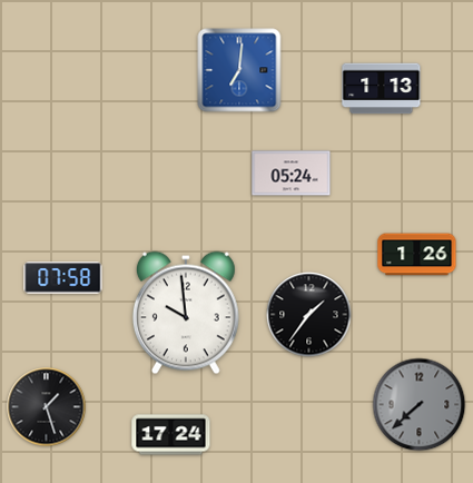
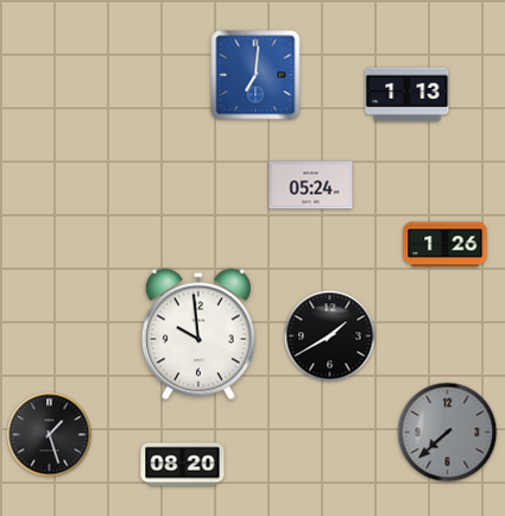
clock at (417, 255) position: (417, 255) -> (446, 245)
clock at (63, 278): 07:58 -> none
clock at (309, 315): 1:36 -> 1:40
clock at (171, 435): 17:24 -> 08:20
